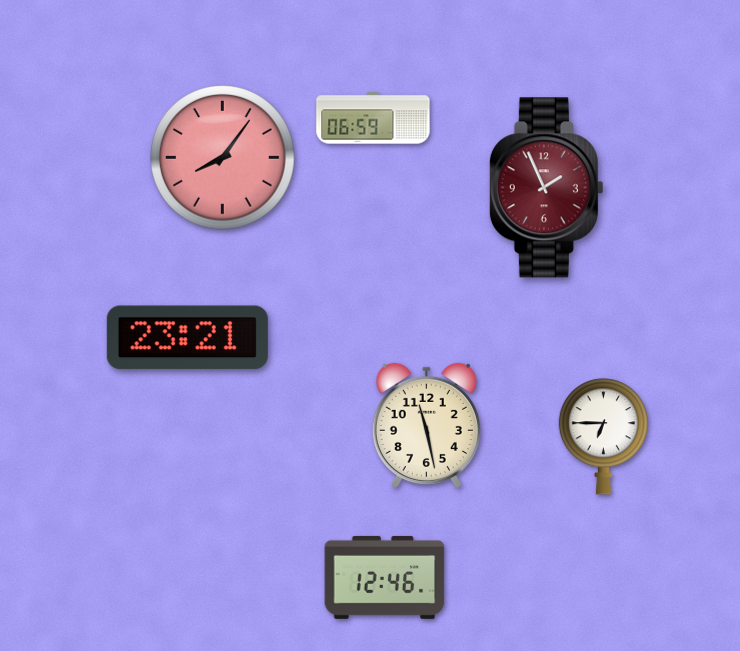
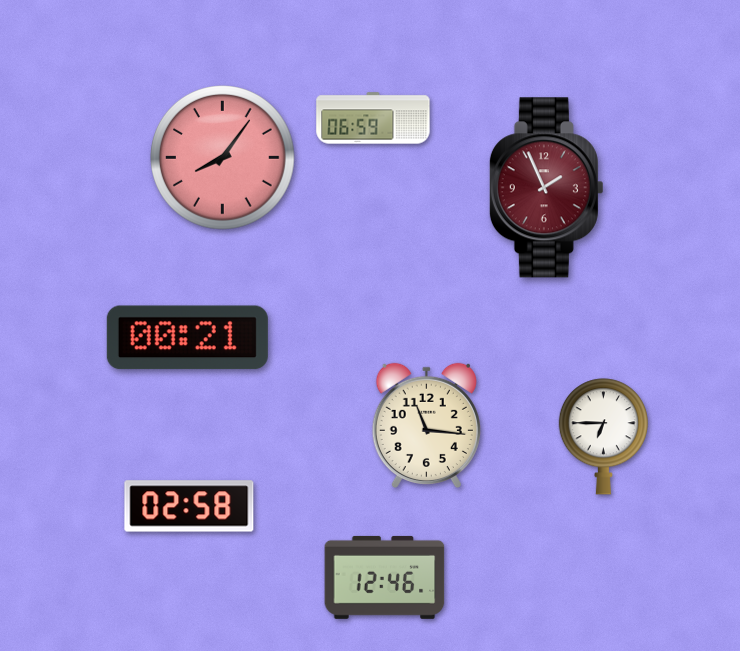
clock at (187, 338): 23:21 -> 00:21
clock at (426, 425): 11:28 -> 11:16
clock at (189, 506): none -> 02:58
